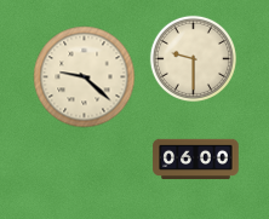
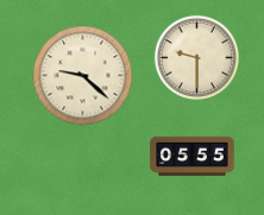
clock at (193, 58) position: (193, 58) -> (196, 57)
clock at (196, 160): 06:00 -> 05:55
